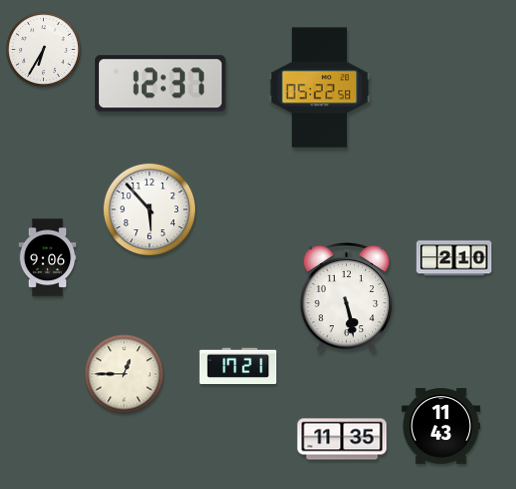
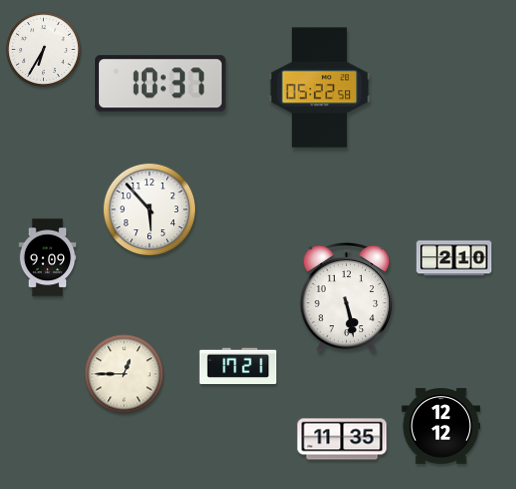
clock at (161, 84): 12:37 -> 10:37
clock at (48, 258): 9:06 -> 9:09
clock at (441, 426): 11:43 -> 12:12
